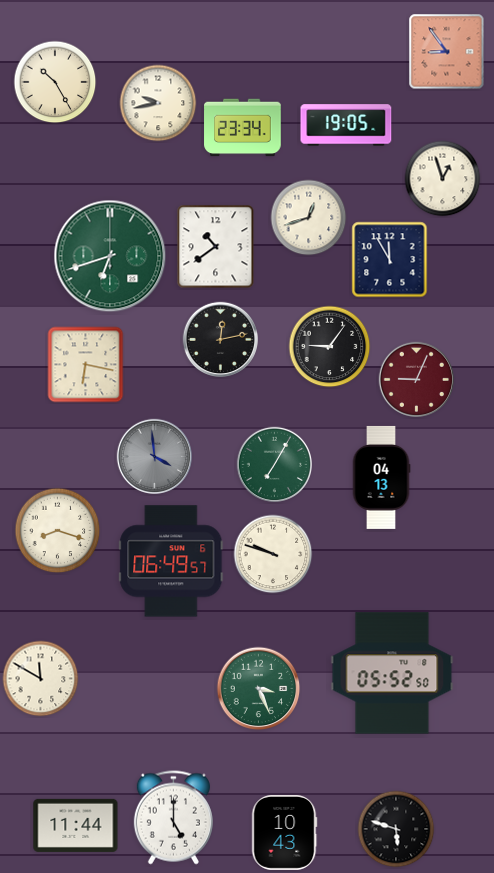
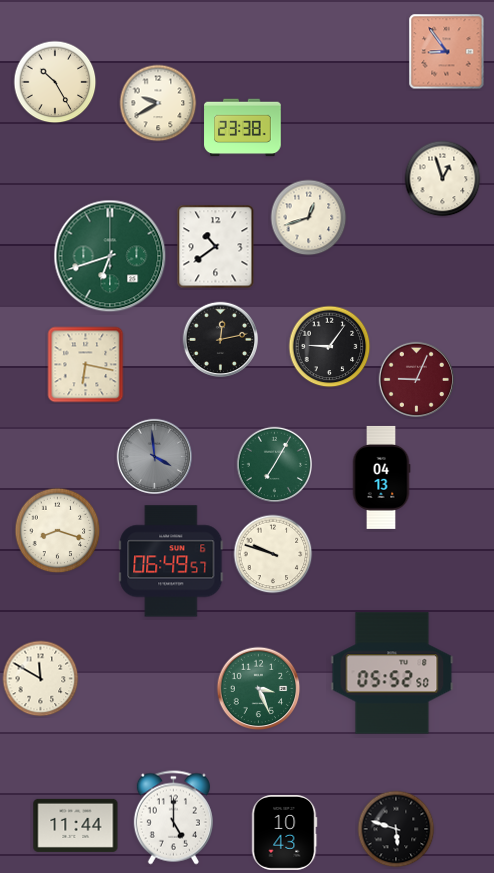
clock at (158, 103): 9:43 -> 9:40
clock at (346, 125): 19:05 -> none
clock at (243, 128): 23:34 -> 23:38
clock at (390, 260): 11:55 -> none
